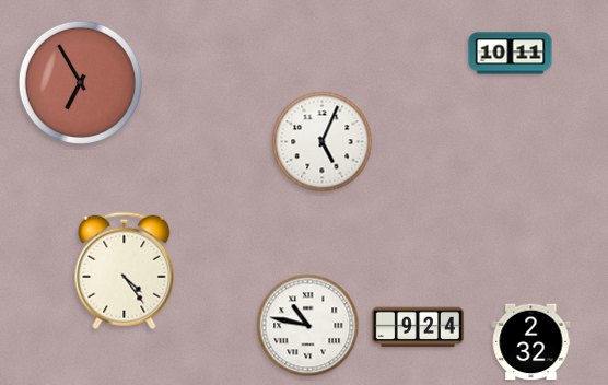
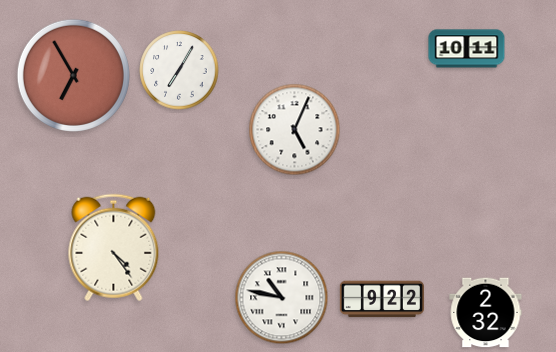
clock at (179, 70): none -> 7:05
clock at (418, 327): 9:24 -> 9:22
